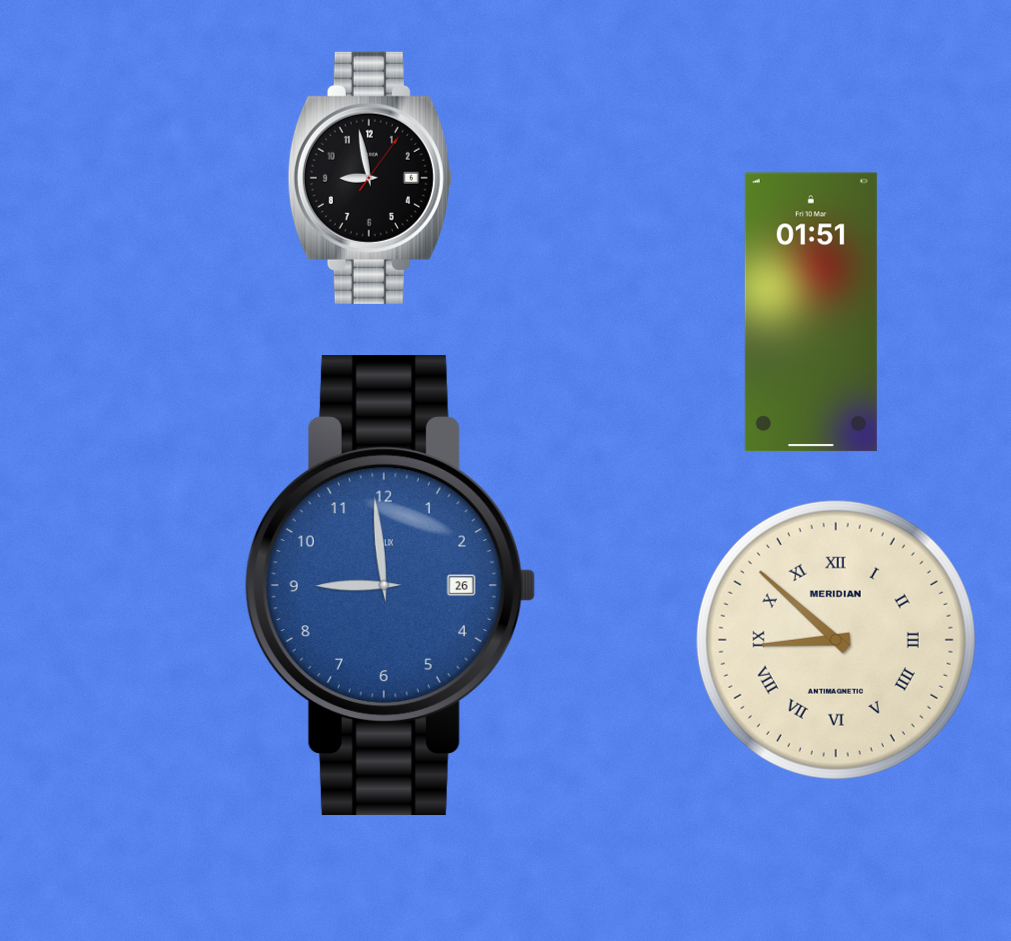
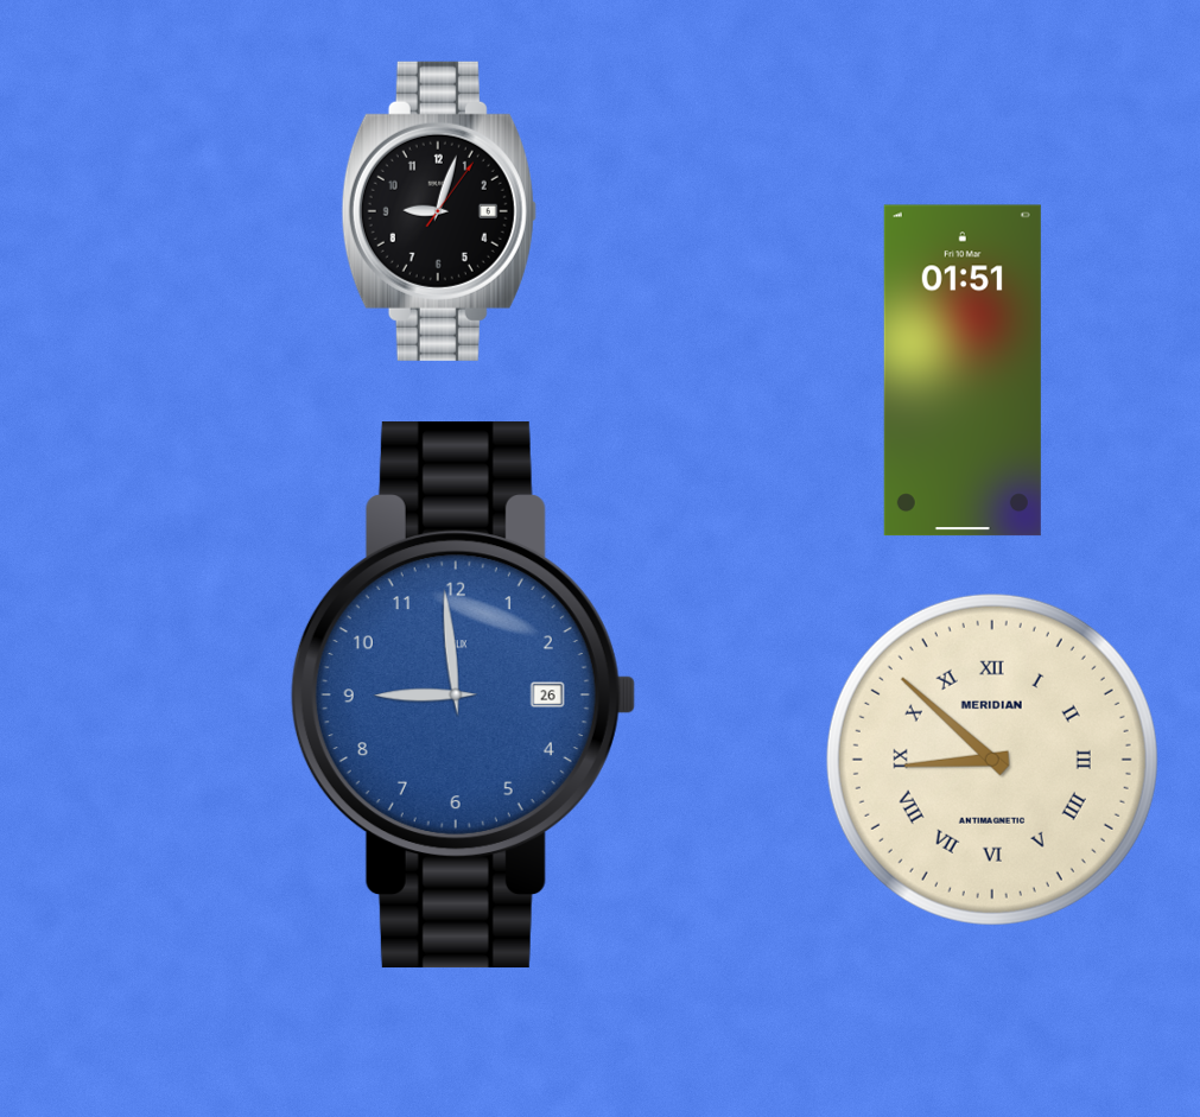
clock at (370, 178): 8:58 -> 9:03
